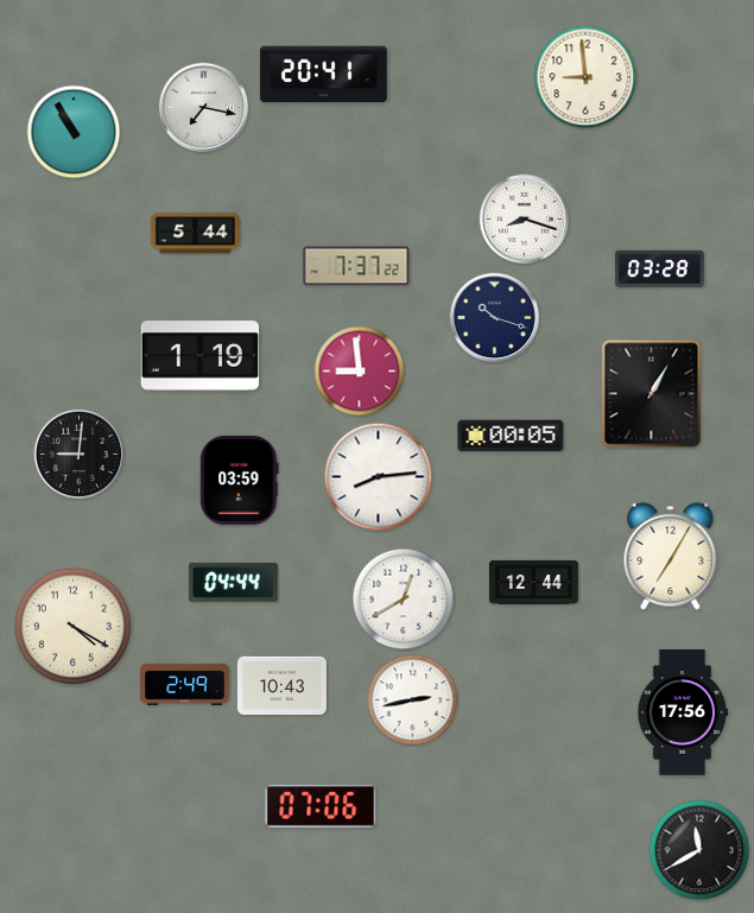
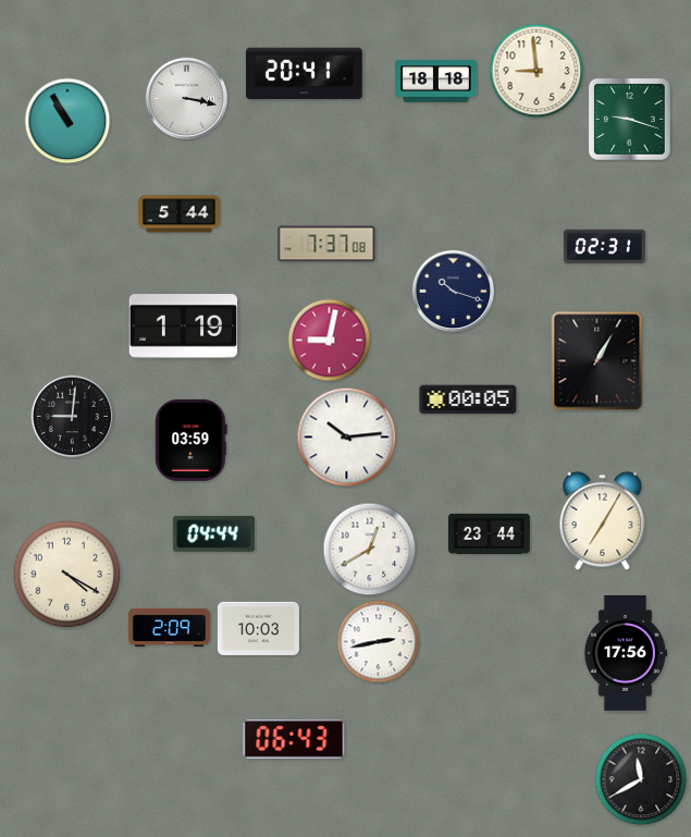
clock at (324, 75) position: (324, 75) -> (305, 74)
clock at (435, 82): none -> 18:18
clock at (204, 108): 7:17 -> 3:17
clock at (629, 119): none -> 9:18
clock at (525, 220): 8:18 -> none
clock at (356, 266): 7:37:22 -> 7:37:08
clock at (659, 268): 03:28 -> 02:31
clock at (360, 372): 8:59 -> 9:02
clock at (379, 477): 8:14 -> 10:14
clock at (240, 480) position: (240, 480) -> (192, 440)
clock at (671, 556) position: (671, 556) -> (603, 520)
clock at (533, 582): 12:44 -> 23:44
clock at (184, 684): 2:49 -> 2:09
clock at (281, 685): 10:43 -> 10:03
clock at (321, 806): 07:06 -> 06:43
